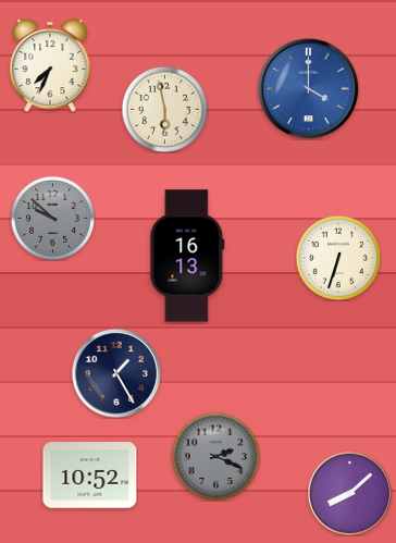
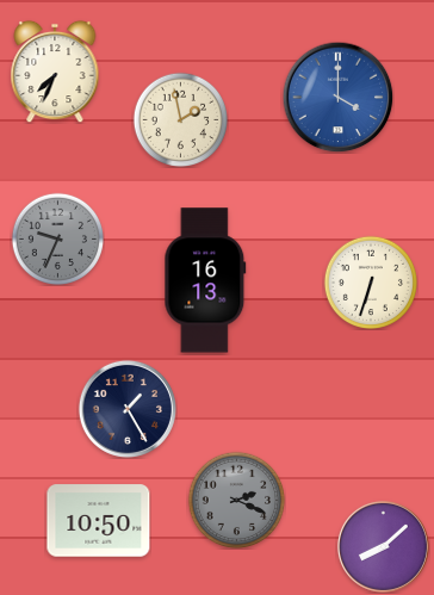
clock at (164, 109): 5:58 -> 1:58
clock at (52, 218): 9:52 -> 9:34
clock at (90, 476): 10:52 -> 10:50
clock at (349, 493) position: (349, 493) -> (383, 546)
